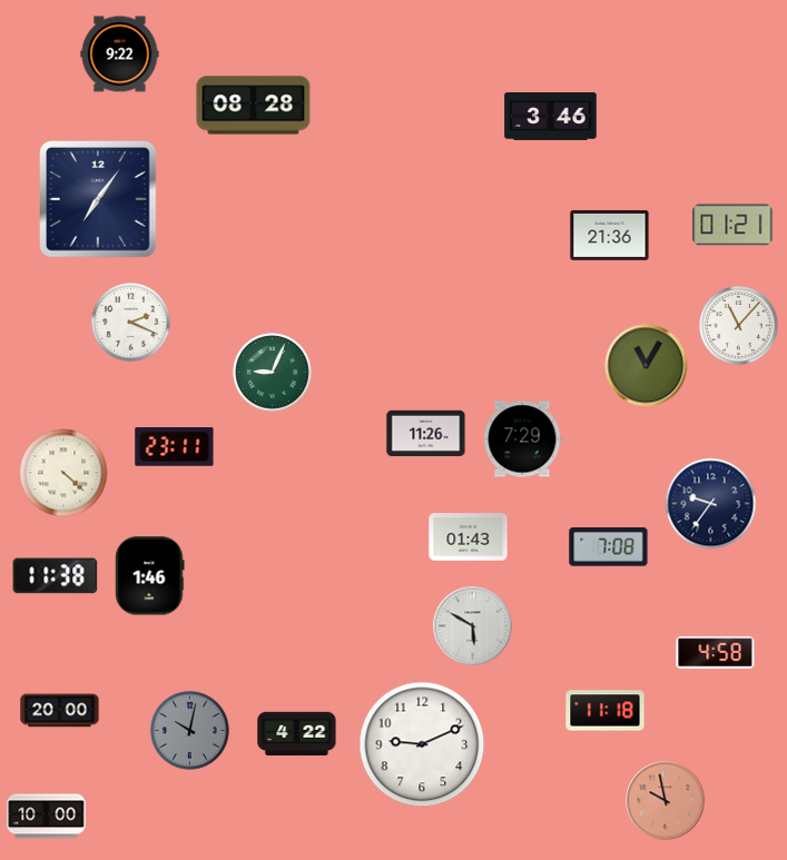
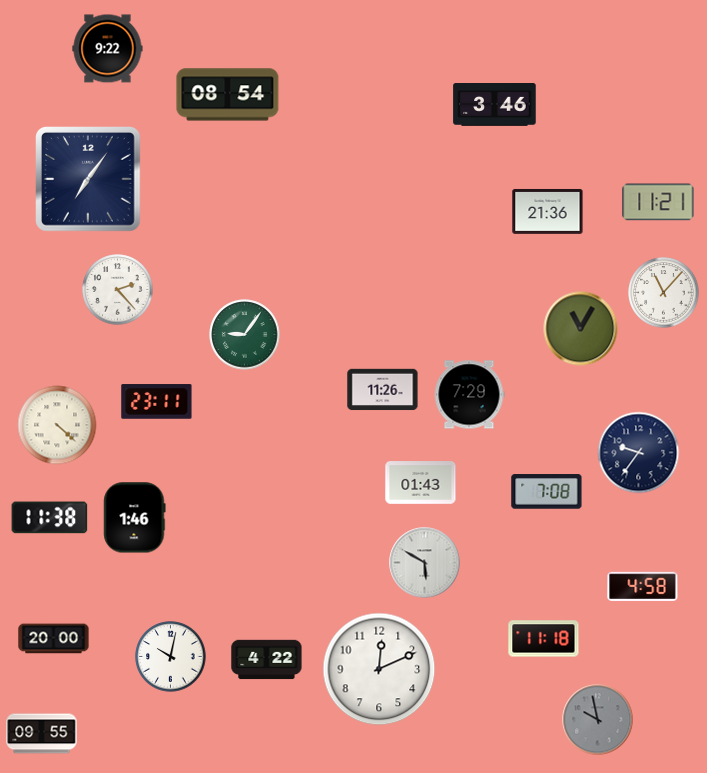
clock at (254, 106): 08:28 -> 08:54
clock at (732, 225): 01:21 -> 11:21
clock at (131, 323): 2:19 -> 2:23
clock at (273, 373): 9:04 -> 9:06
clock at (190, 731) dial: grey -> white
clock at (422, 744): 9:11 -> 12:11
clock at (666, 801) dial: salmon -> grey
clock at (47, 817): 10:00 -> 09:55
